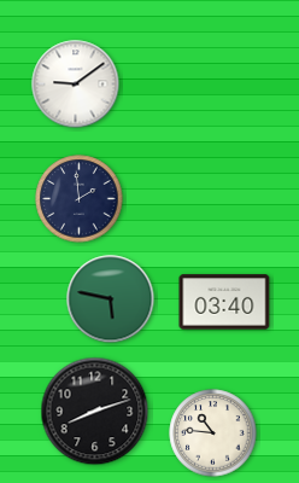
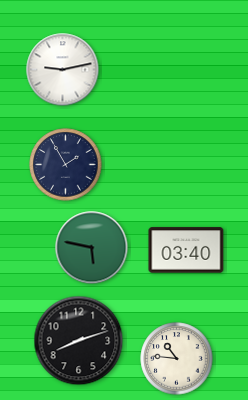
clock at (76, 85): 9:09 -> 9:13
clock at (80, 199): 1:59 -> 1:55
